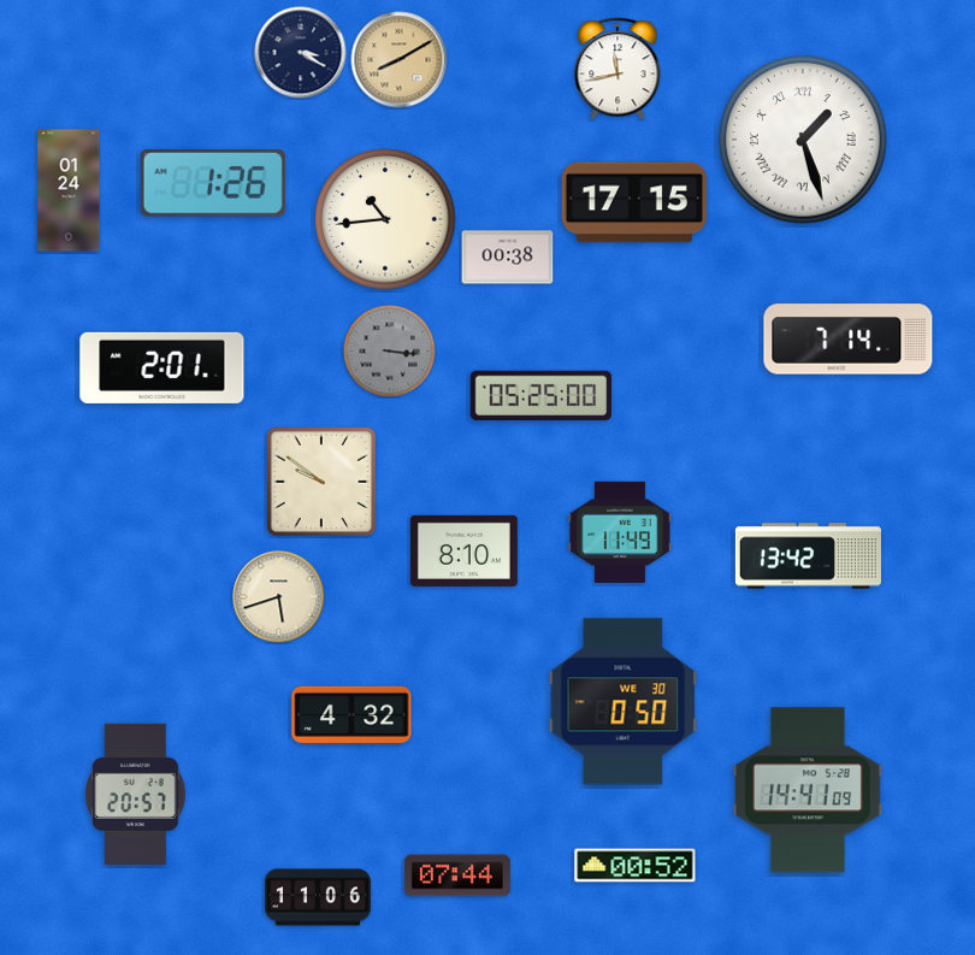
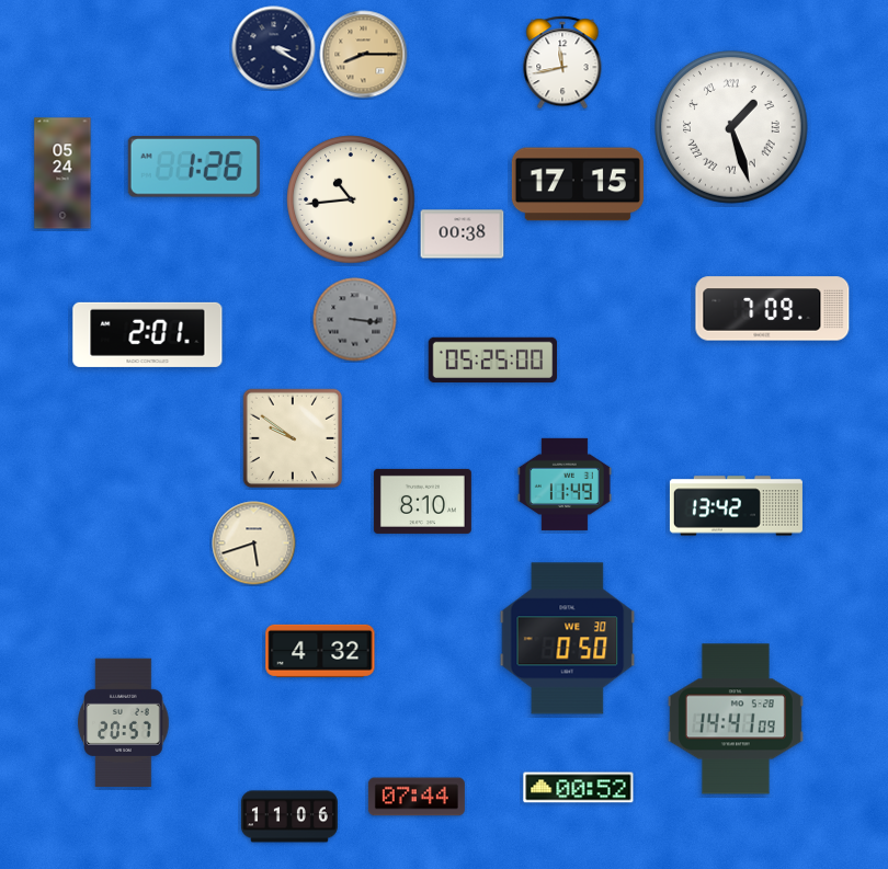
clock at (400, 60): 8:10 -> 8:15
clock at (69, 190): 01:24 -> 05:24
clock at (849, 340): 7:14 -> 7:09
